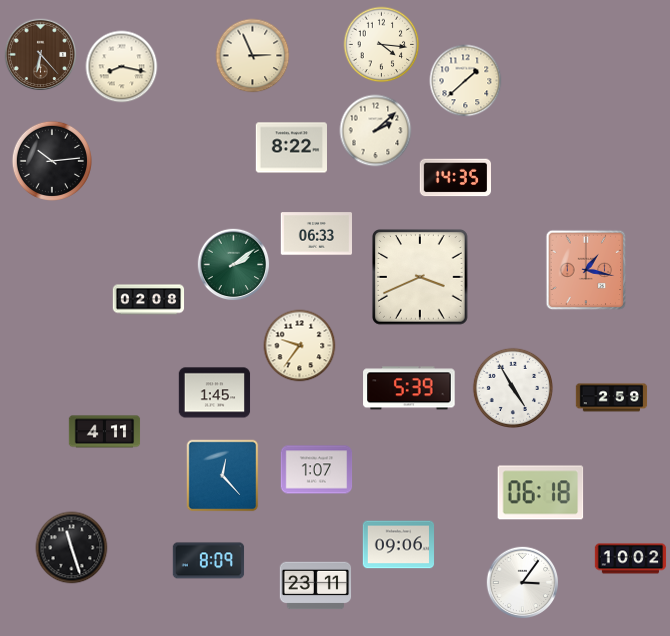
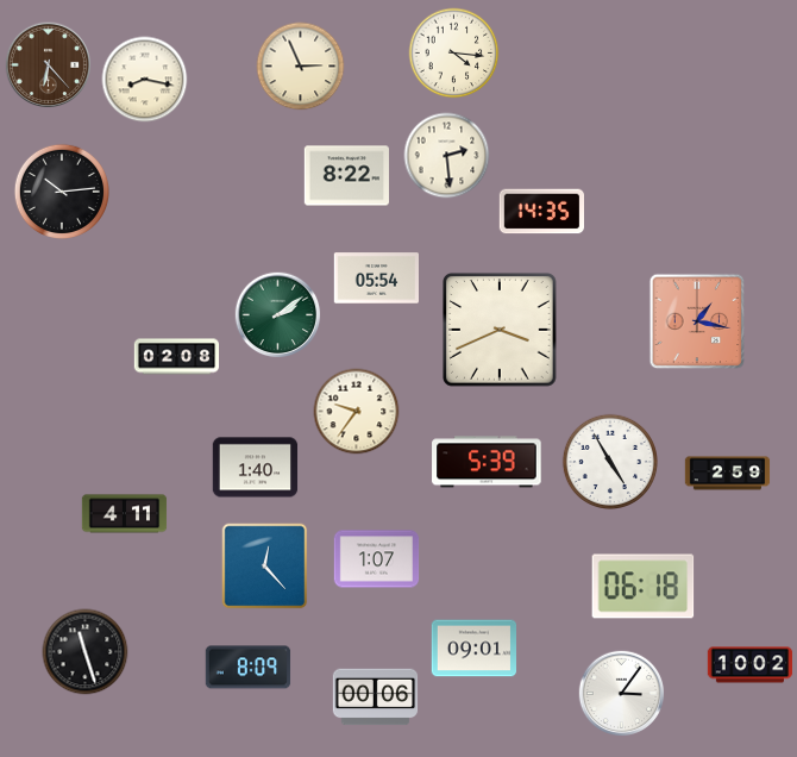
clock at (466, 81): 1:38 -> none
clock at (376, 131): 2:08 -> 2:29
clock at (317, 234): 06:33 -> 05:54
clock at (215, 393): 1:45 -> 1:40
clock at (399, 545): 09:06 -> 09:01
clock at (316, 586): 23:11 -> 00:06
